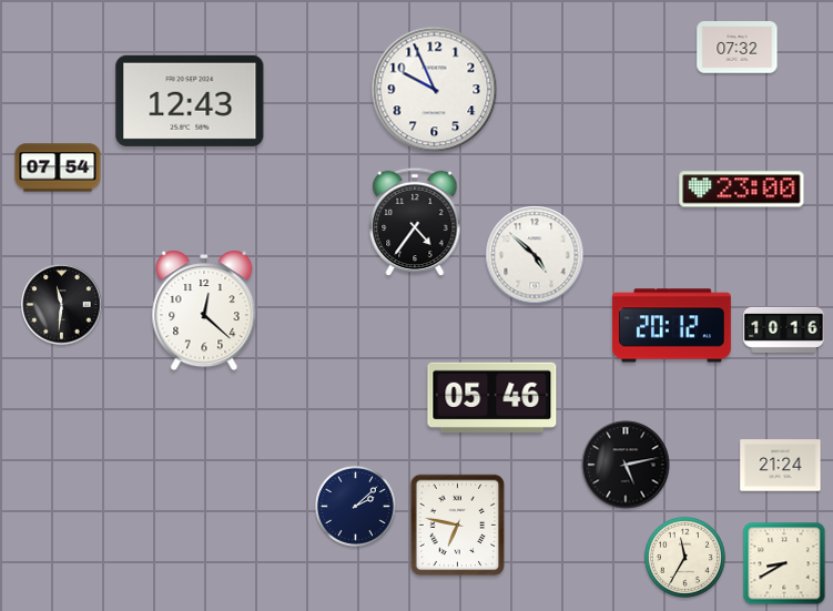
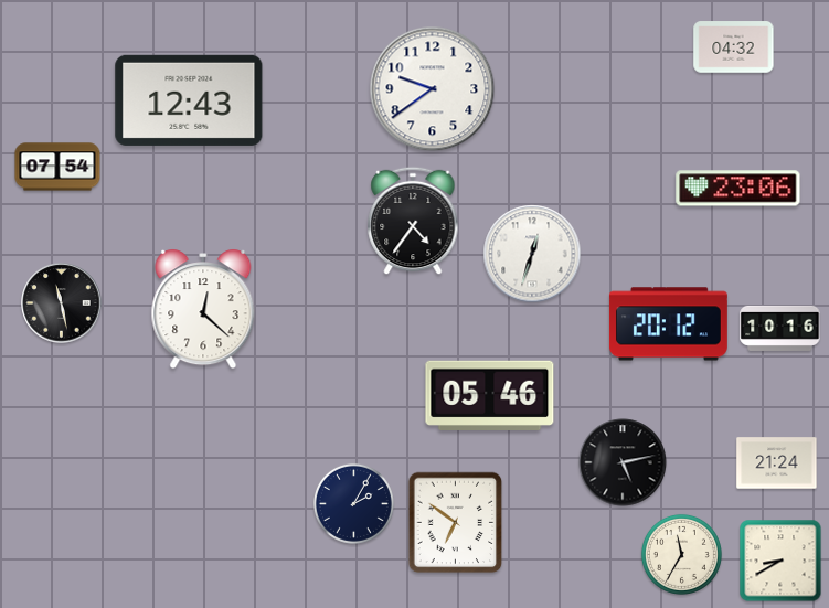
clock at (738, 48): 07:32 -> 04:32
clock at (435, 90): 9:56 -> 9:39
clock at (742, 190): 23:00 -> 23:06
clock at (535, 255): 4:52 -> 12:33
clock at (62, 305): 11:31 -> 11:28
clock at (355, 506): 2:08 -> 2:05
clock at (458, 526): 6:47 -> 6:51
